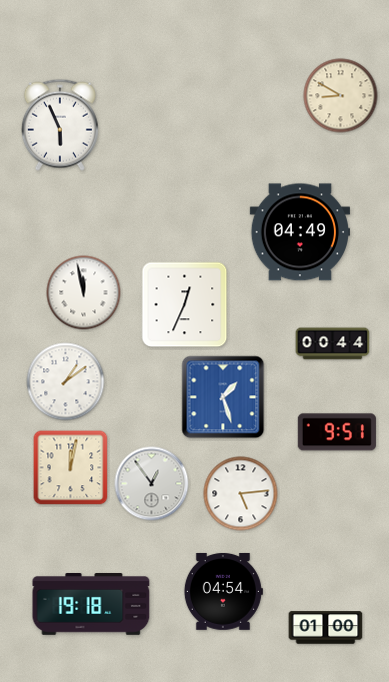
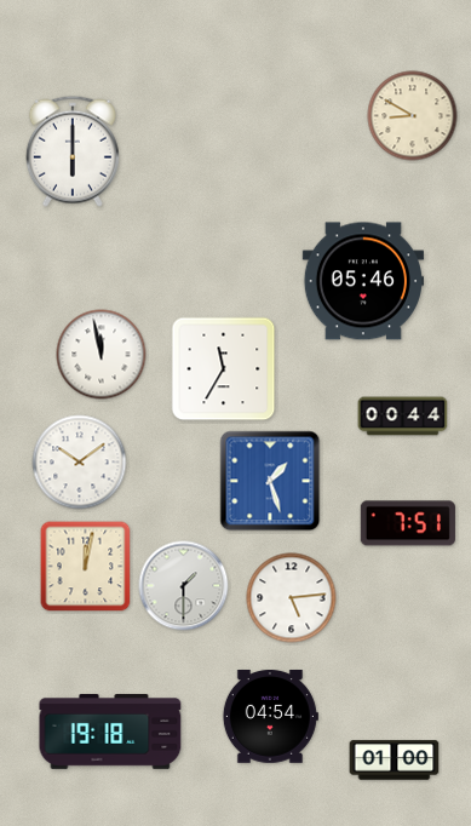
clock at (60, 125): 5:56 -> 6:00
clock at (299, 232): 04:49 -> 05:46
clock at (185, 305): 12:34 -> 11:35
clock at (66, 382): 1:09 -> 10:09
clock at (337, 432): 9:51 -> 7:51
clock at (152, 484): 12:54 -> 1:30
